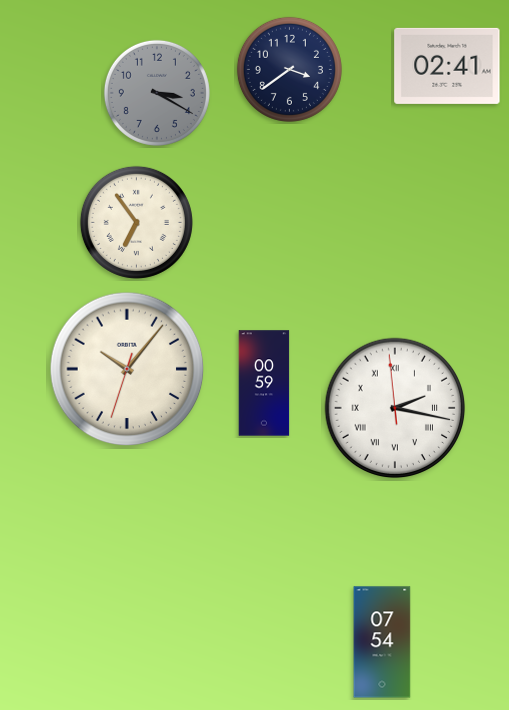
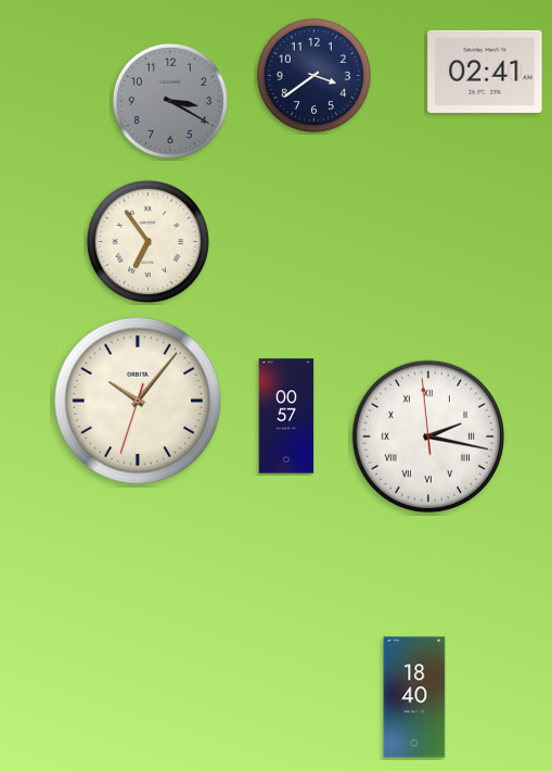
clock at (264, 383): 00:59 -> 00:57
clock at (395, 408) position: (395, 408) -> (428, 437)
clock at (382, 642): 07:54 -> 18:40
